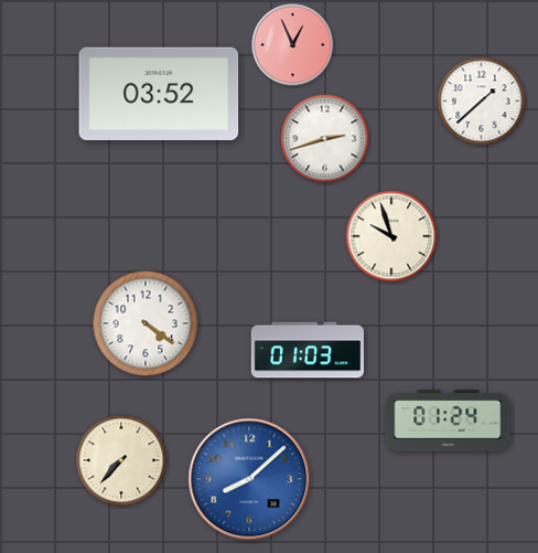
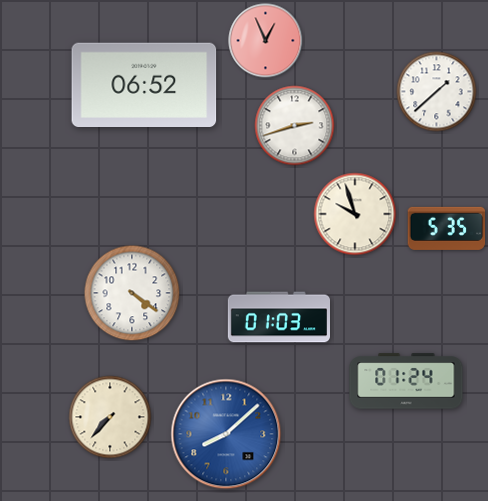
clock at (159, 93): 03:52 -> 06:52
clock at (447, 228): none -> 5:35
